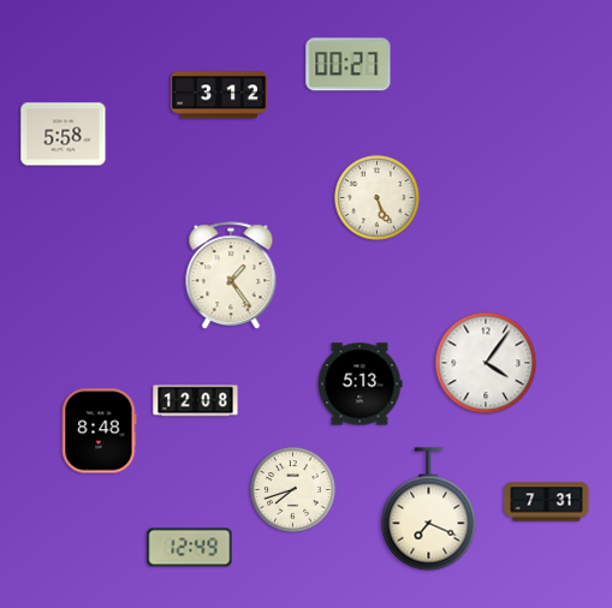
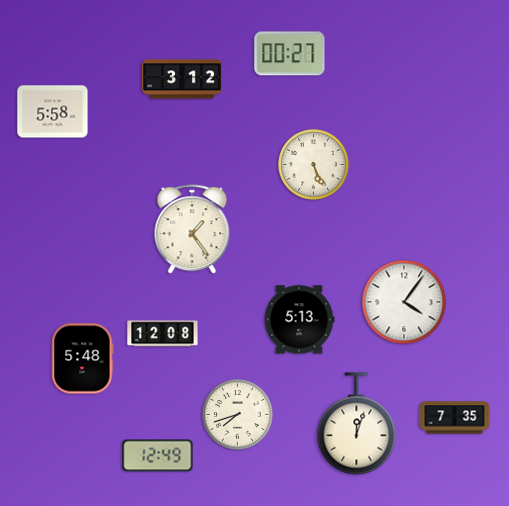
clock at (100, 431): 8:48 -> 5:48
clock at (293, 490) position: (293, 490) -> (238, 415)
clock at (547, 502): 7:31 -> 7:35
clock at (429, 509): 7:19 -> 12:03
